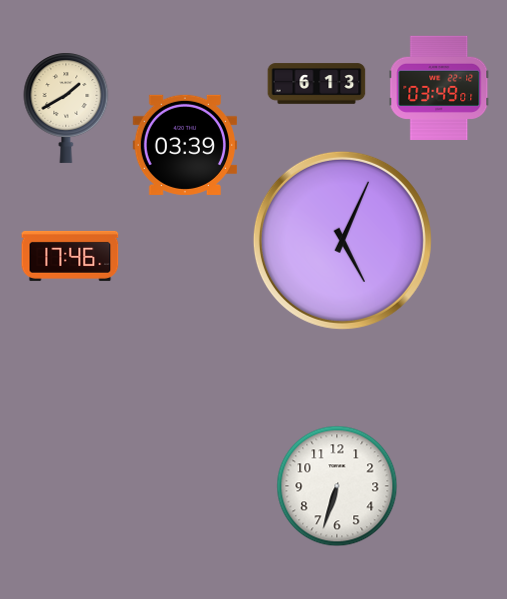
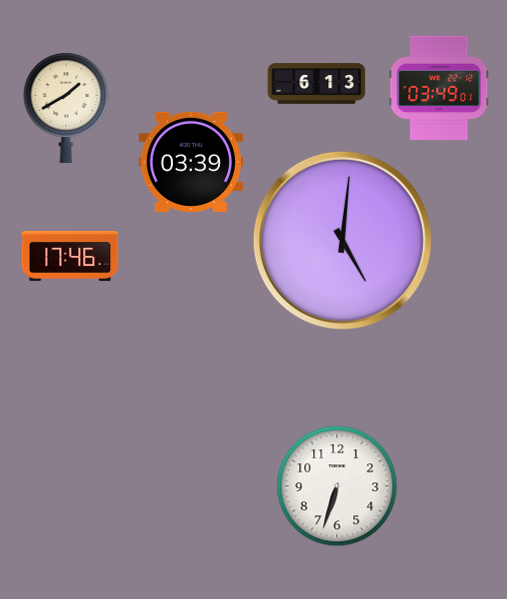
clock at (184, 145) position: (184, 145) -> (190, 162)
clock at (342, 240): 5:04 -> 5:01
